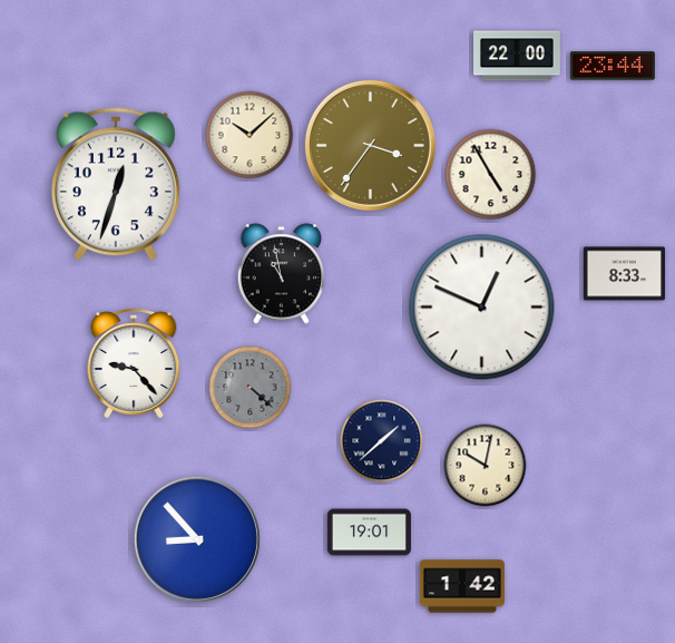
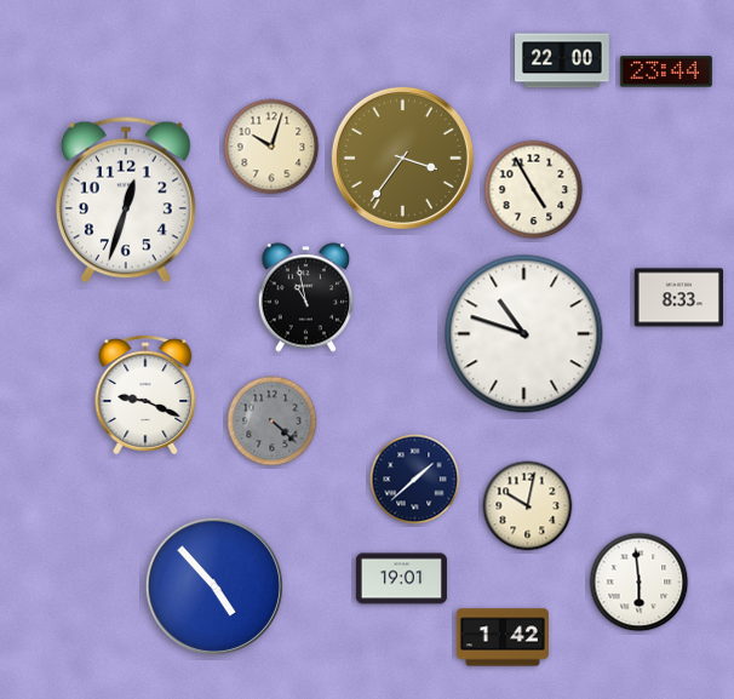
clock at (250, 135): 10:08 -> 10:03
clock at (482, 308): 12:49 -> 10:48
clock at (134, 363): 9:23 -> 9:19
clock at (640, 583): none -> 5:59
clock at (197, 539): 8:53 -> 4:53
